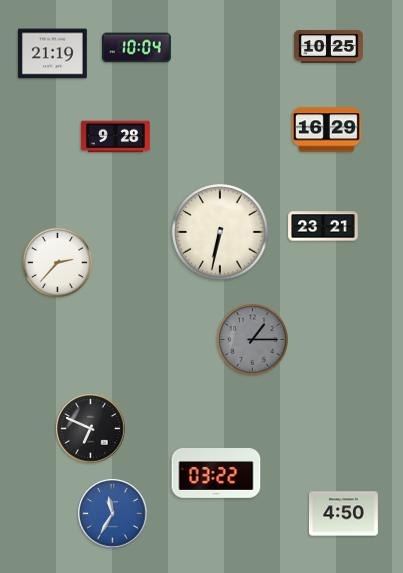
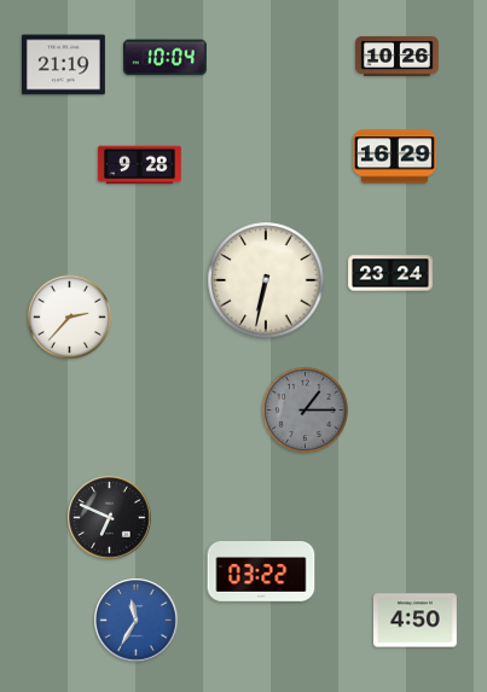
clock at (329, 46): 10:25 -> 10:26
clock at (323, 226): 23:21 -> 23:24
